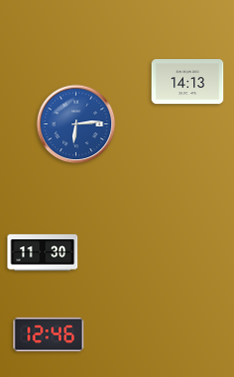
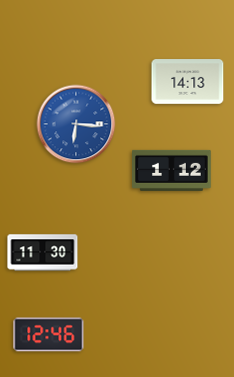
clock at (76, 124): 6:14 -> 6:16
clock at (172, 170): none -> 1:12
